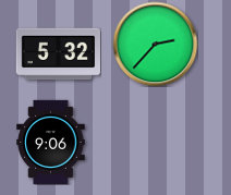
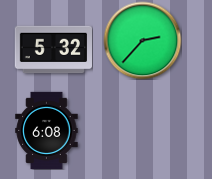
clock at (51, 142): 9:06 -> 6:08
